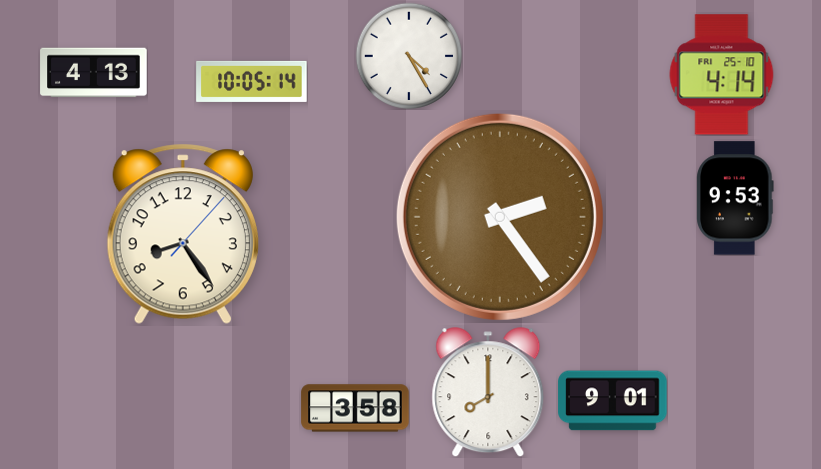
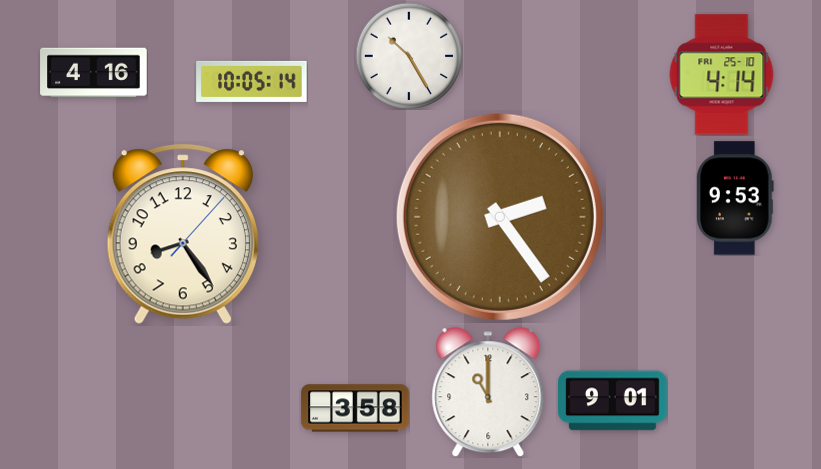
clock at (409, 56): 4:25 -> 10:25
clock at (94, 73): 4:13 -> 4:16
clock at (488, 392): 8:00 -> 11:00
